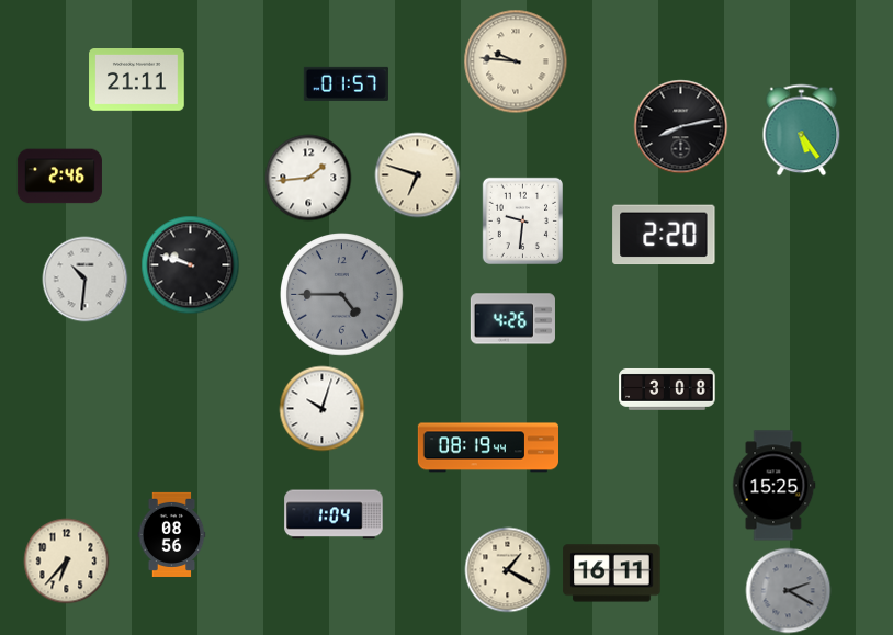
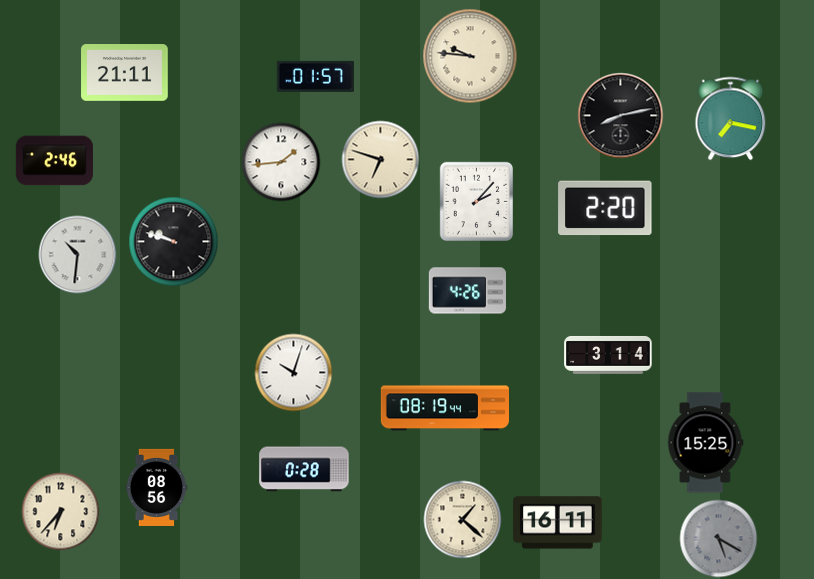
clock at (802, 129): 5:24 -> 7:17
clock at (522, 220): 9:31 -> 2:07
clock at (664, 235) position: (664, 235) -> (605, 208)
clock at (342, 295): 4:45 -> none
clock at (667, 389): 3:08 -> 3:14
clock at (334, 514): 1:04 -> 0:28
clock at (507, 569): 1:20 -> 1:22
clock at (788, 590): 2:20 -> 5:20
